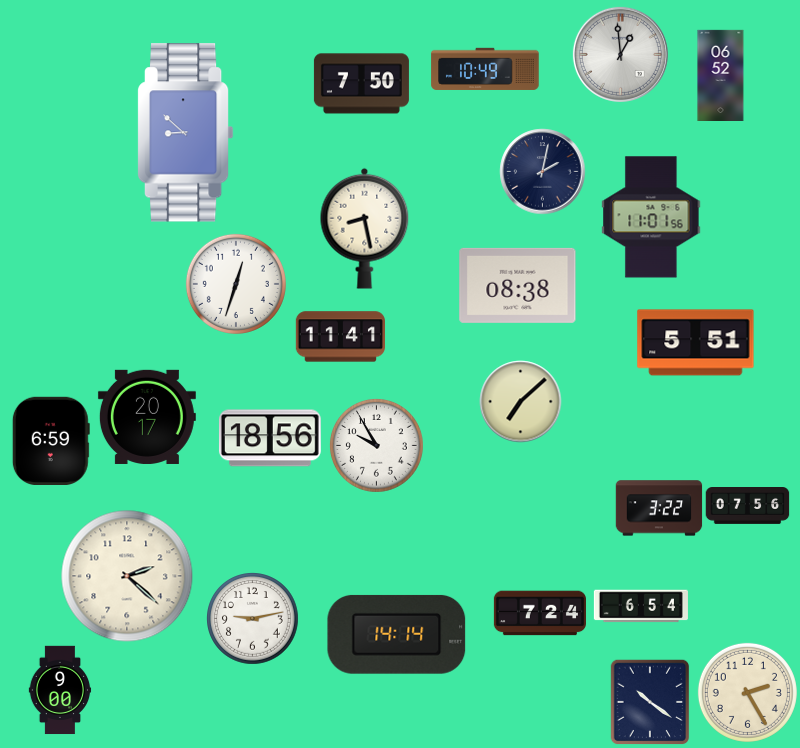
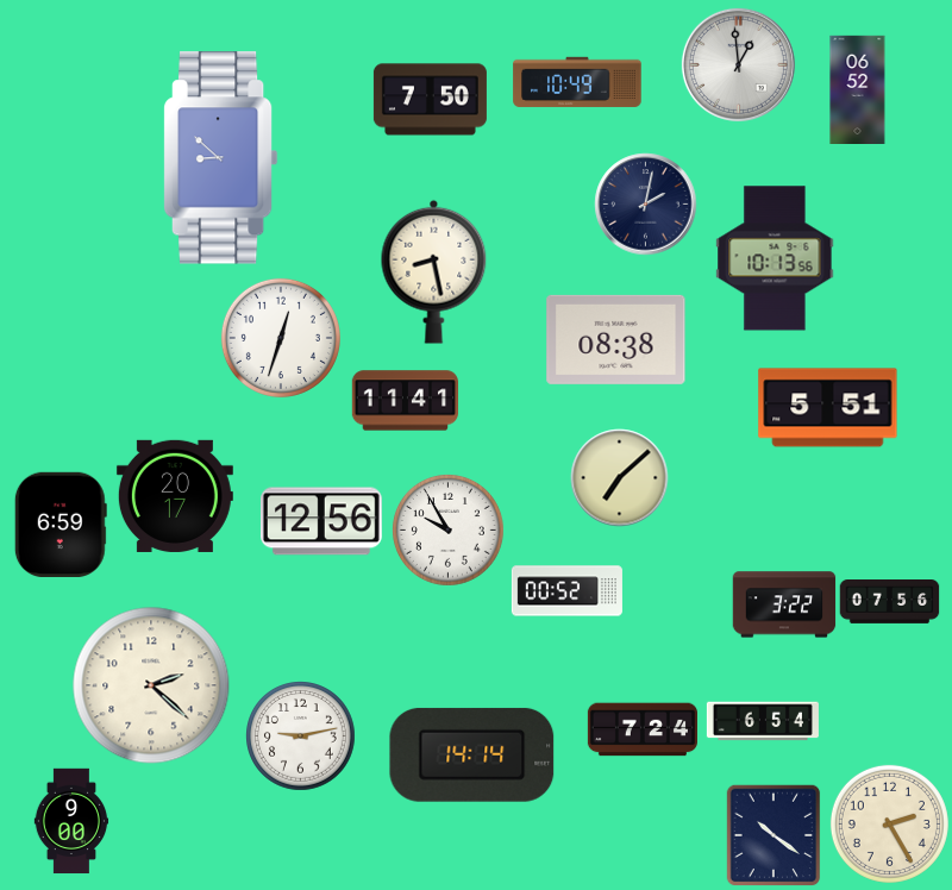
clock at (651, 217): 11:01 -> 10:13
clock at (270, 438): 18:56 -> 12:56
clock at (566, 591): none -> 00:52
